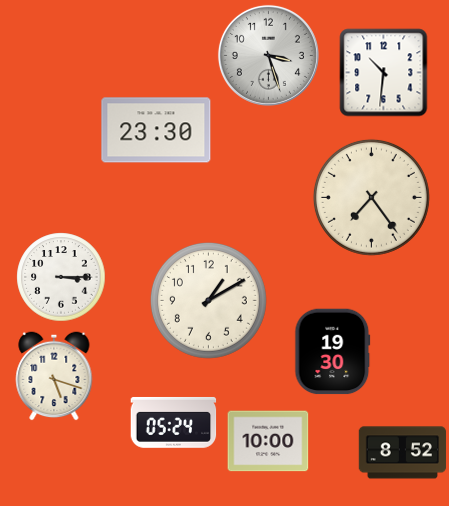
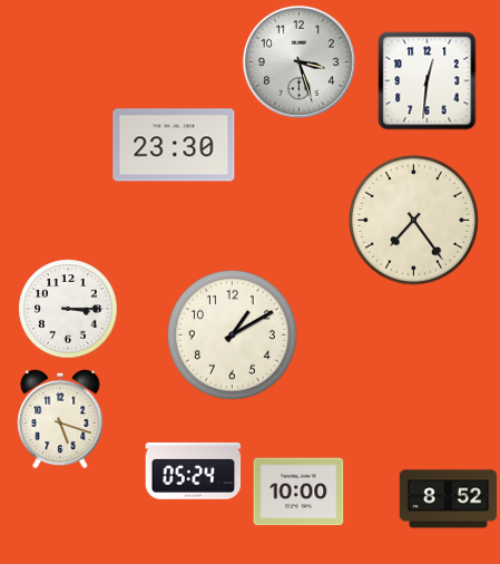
clock at (384, 73): 10:31 -> 12:31
clock at (333, 352): 19:30 -> none
clock at (402, 453) position: (402, 453) -> (448, 499)
